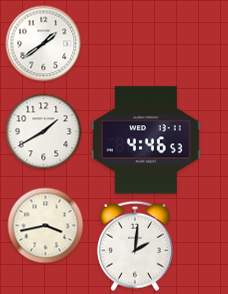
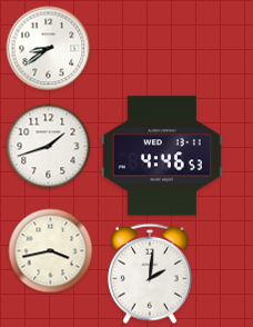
clock at (44, 44): 1:39 -> 8:39
clock at (44, 132): 1:40 -> 1:42
